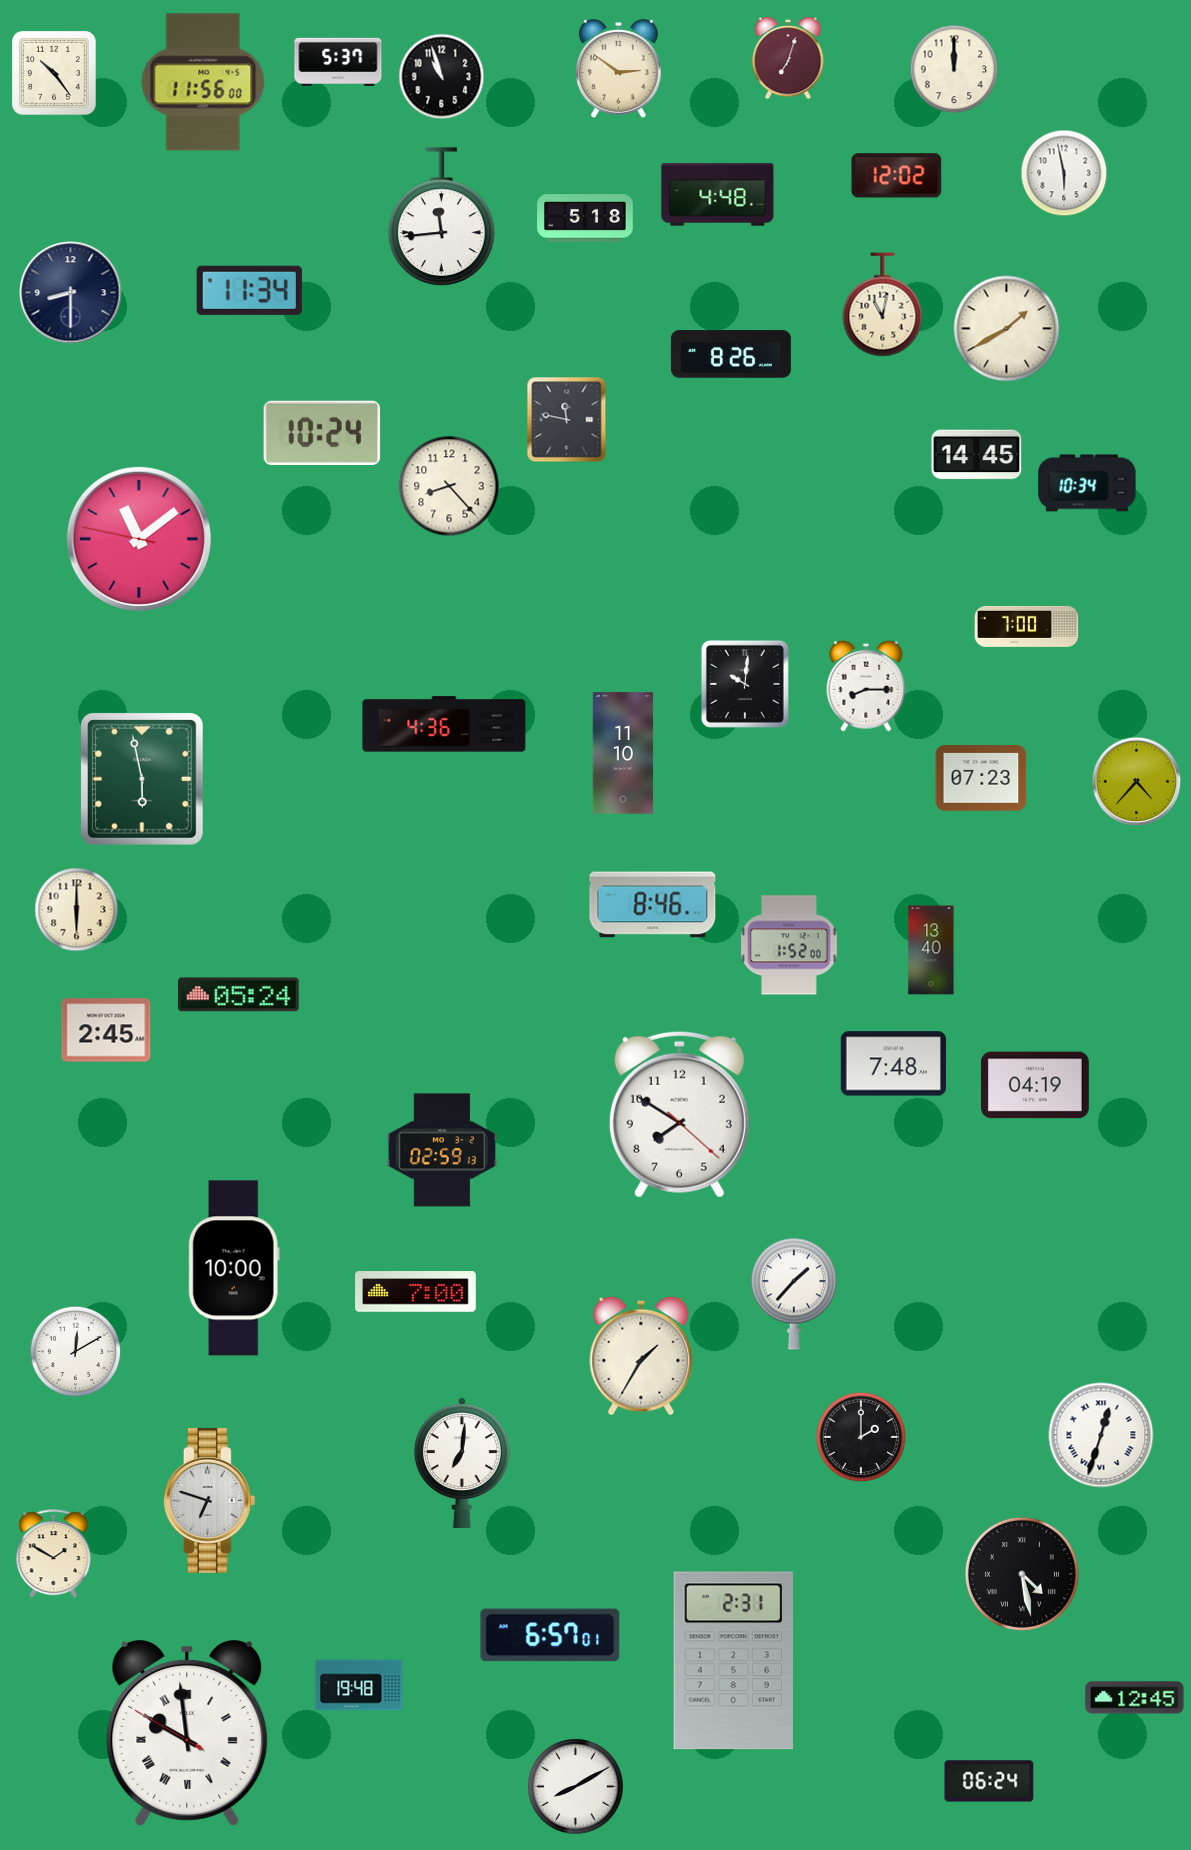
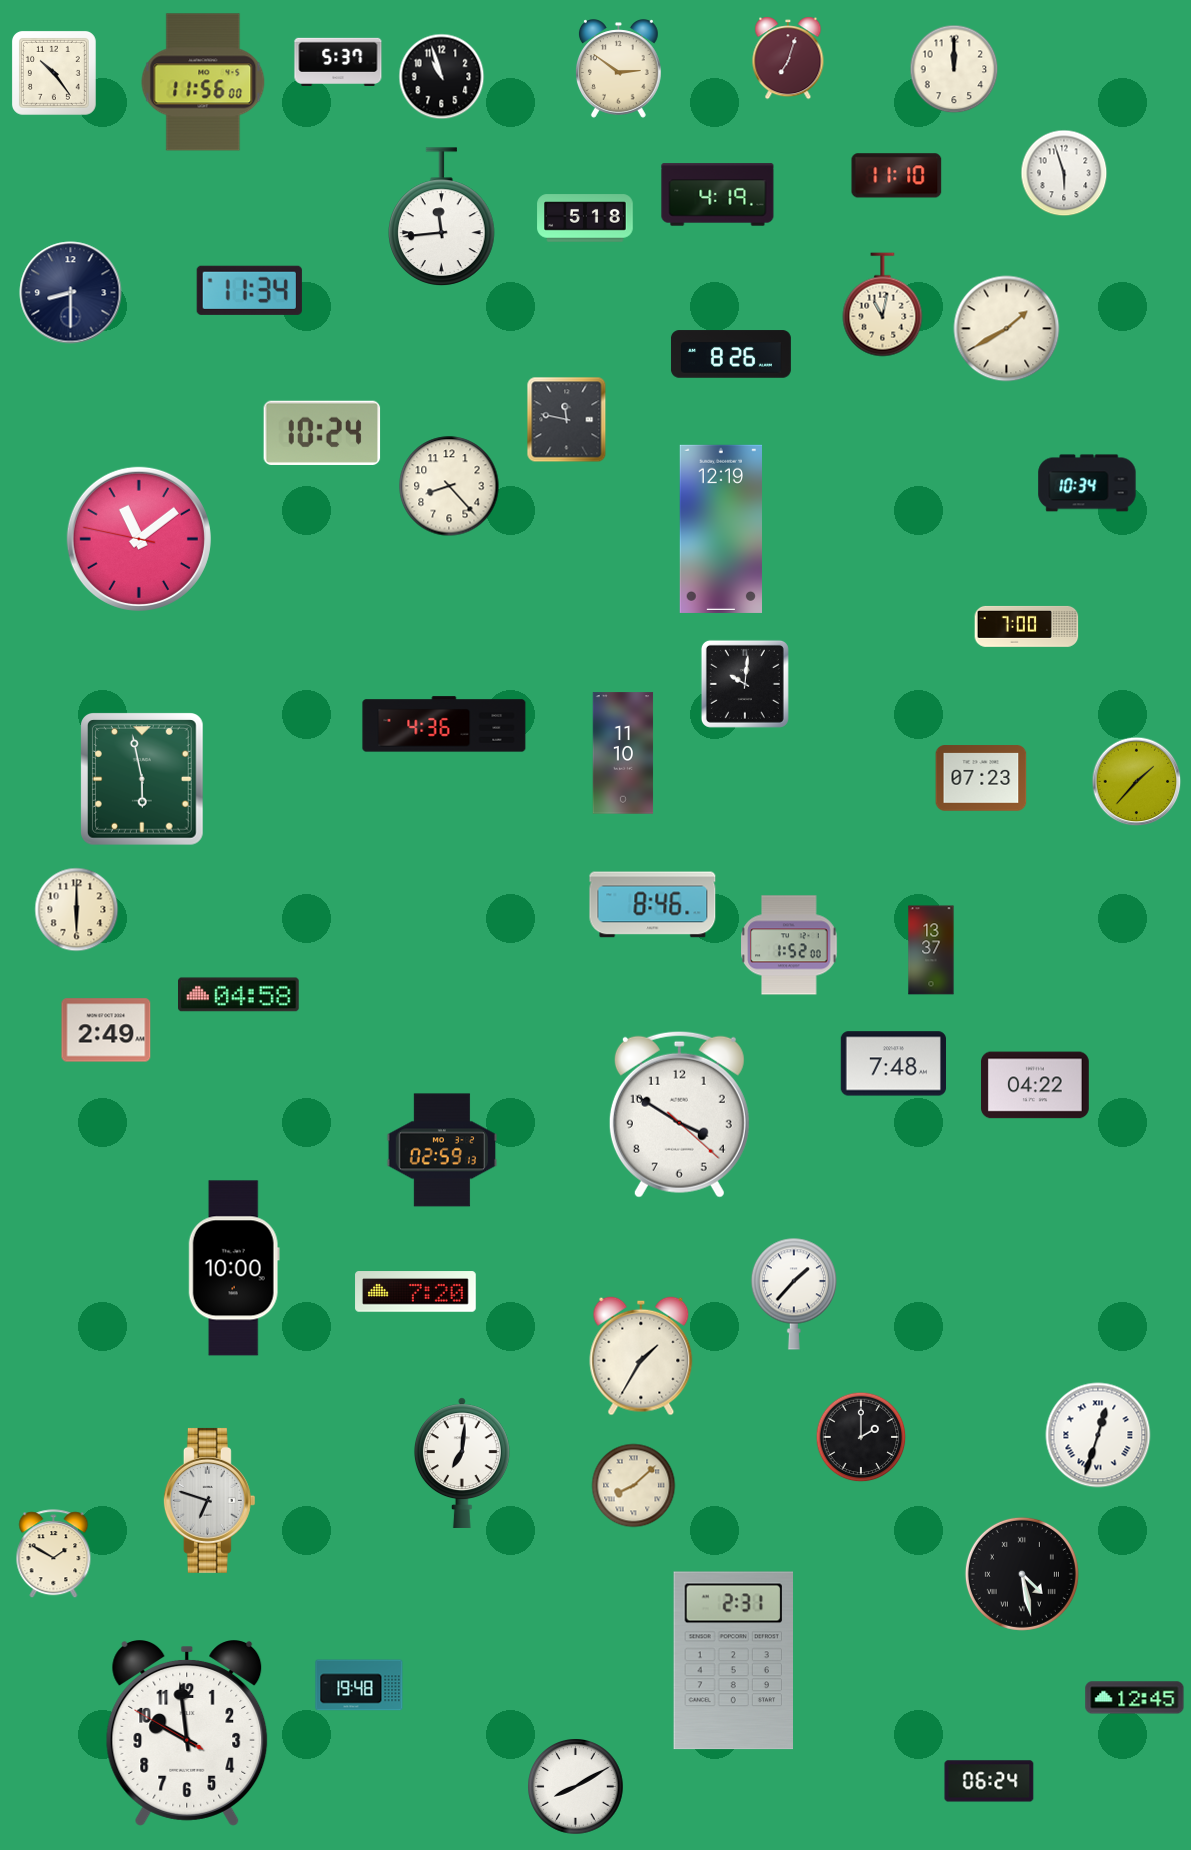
clock at (1064, 173): 5:58 -> 5:57
clock at (897, 176): 12:02 -> 11:10
clock at (718, 195): 4:48 -> 4:19
clock at (977, 455): 14:45 -> none
clock at (720, 529): none -> 12:19
clock at (866, 686): 8:15 -> none
clock at (1137, 782): 4:37 -> 1:37
clock at (931, 950): 13:40 -> 13:37
clock at (239, 995): 05:24 -> 04:58
clock at (106, 1030): 2:45 -> 2:49
clock at (1036, 1085): 04:19 -> 04:22
clock at (679, 1114): 7:50 -> 3:50
clock at (416, 1292): 7:00 -> 7:20
clock at (76, 1352): 12:10 -> none
clock at (1101, 1435) position: (1101, 1435) -> (1098, 1435)
clock at (634, 1486): none -> 8:08
clock at (550, 1635): 6:57 -> none
clock at (187, 1734) numerals: Roman -> Arabic
